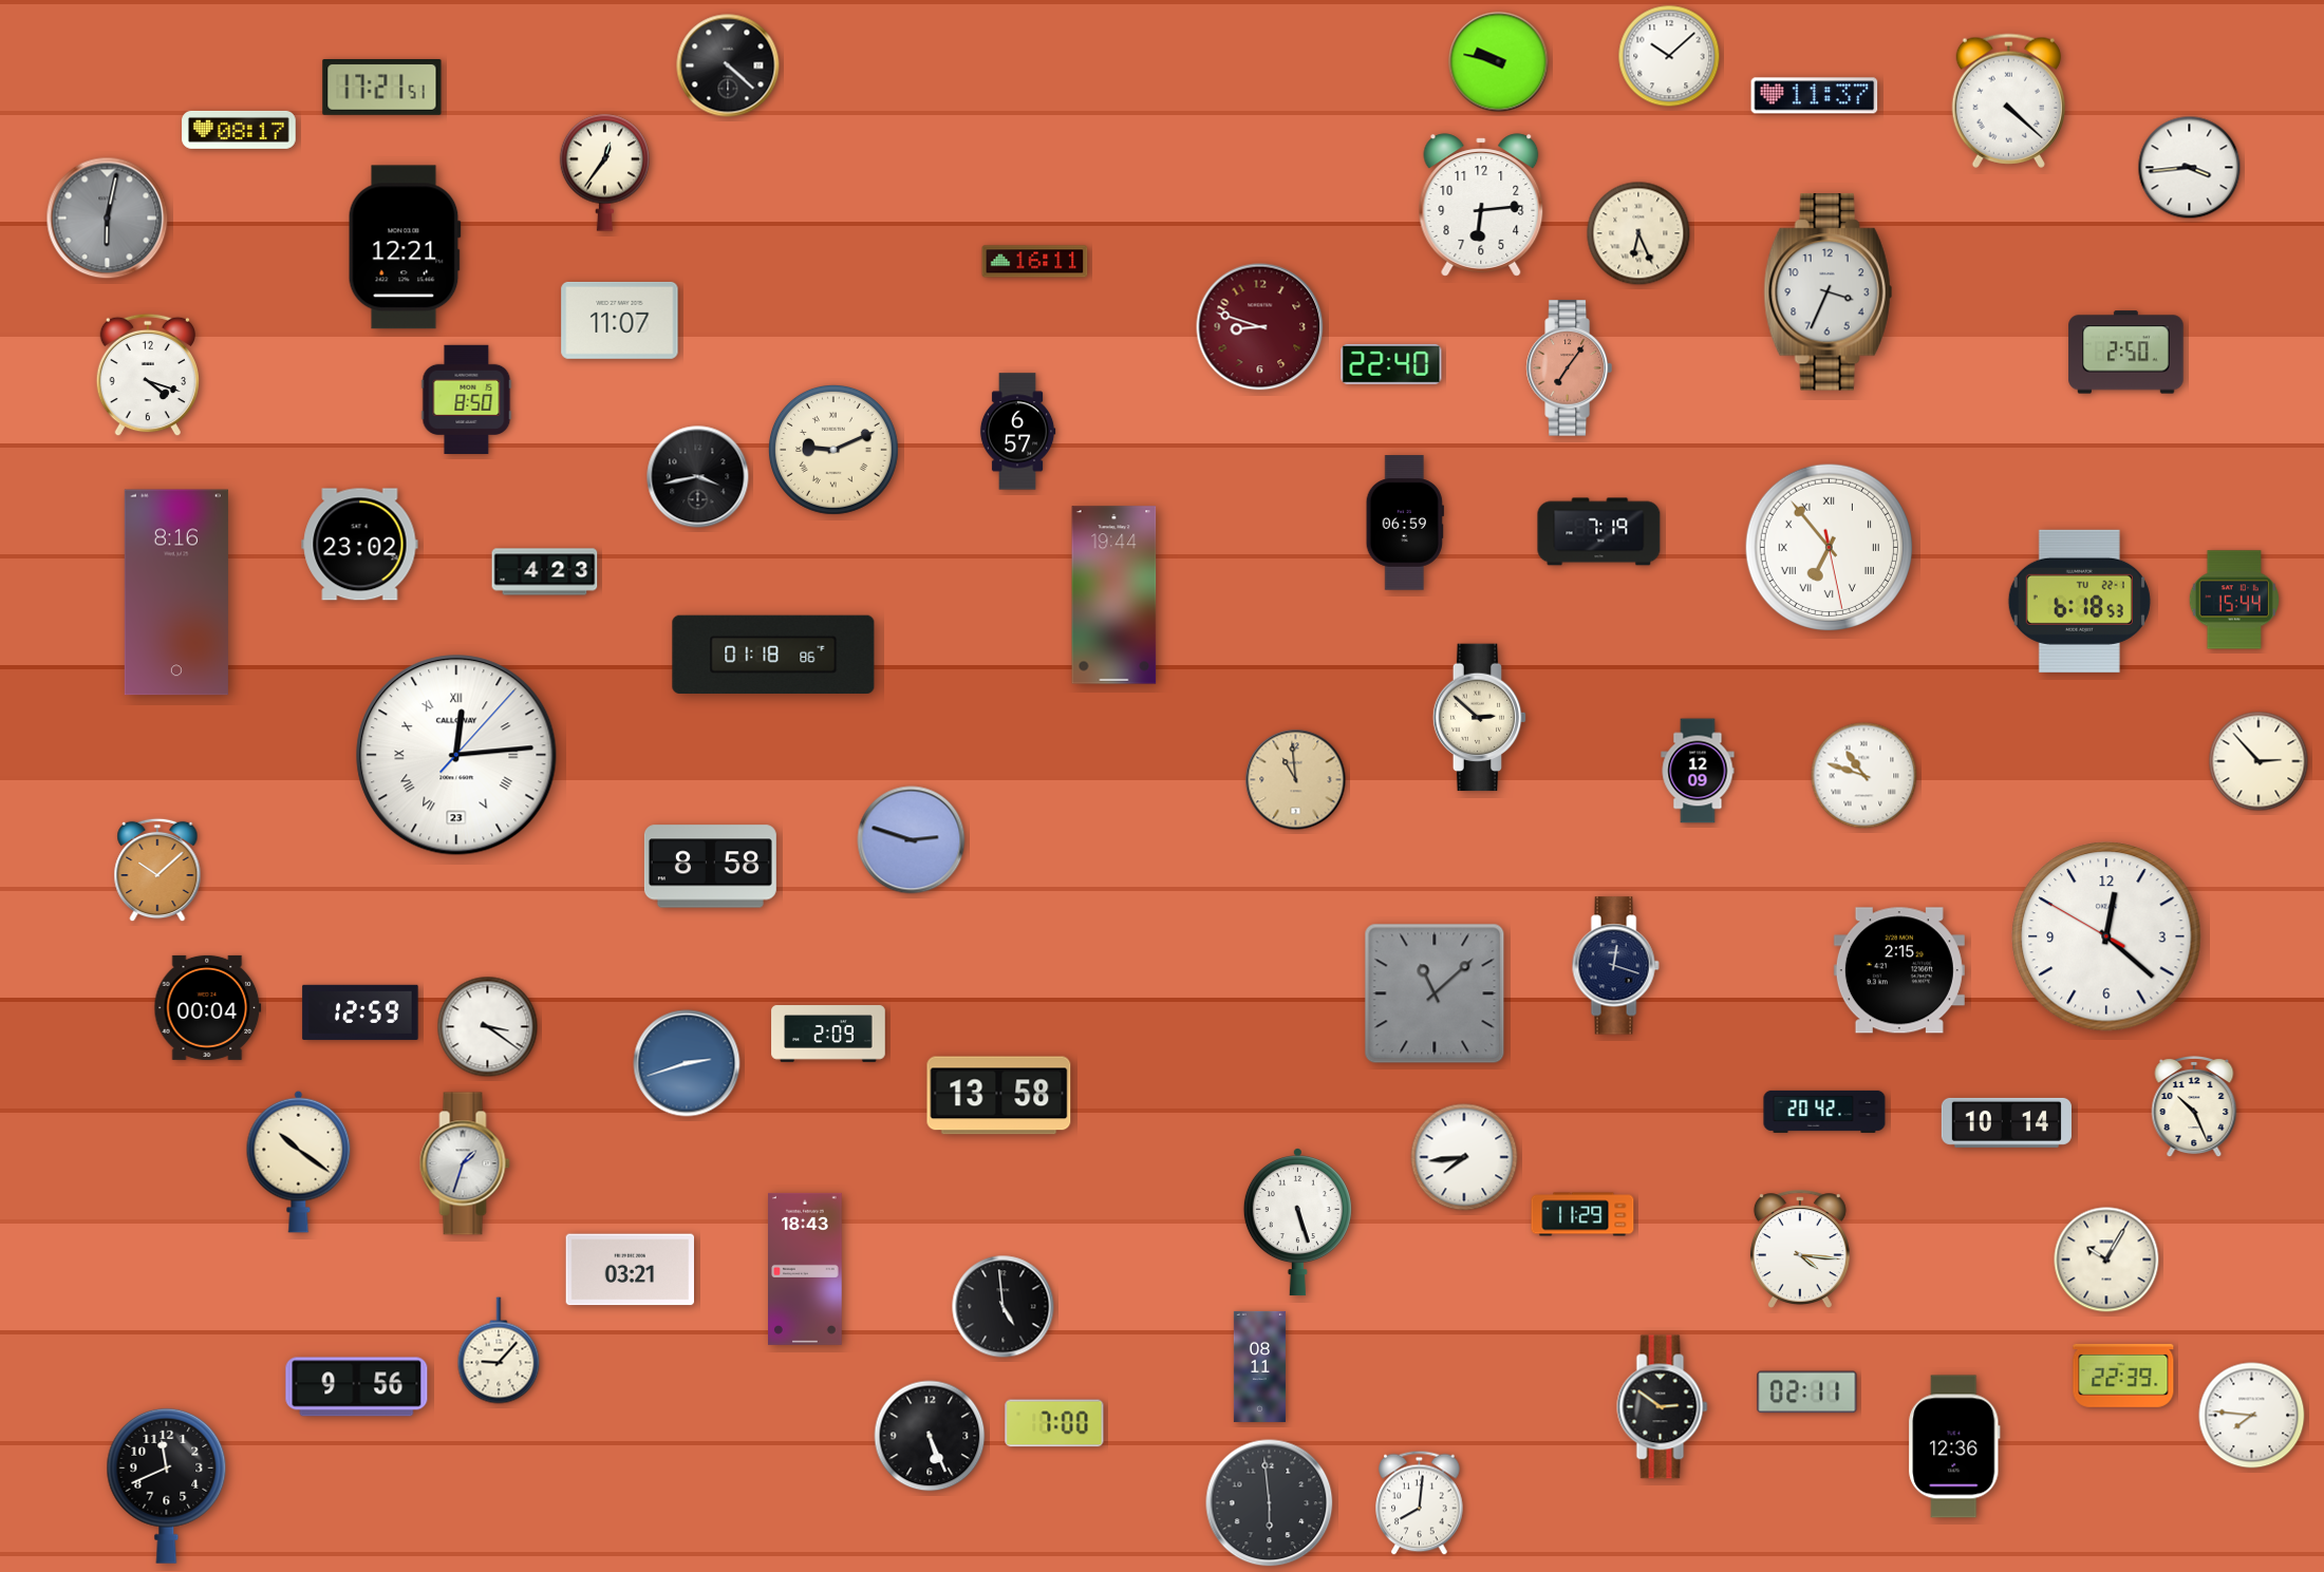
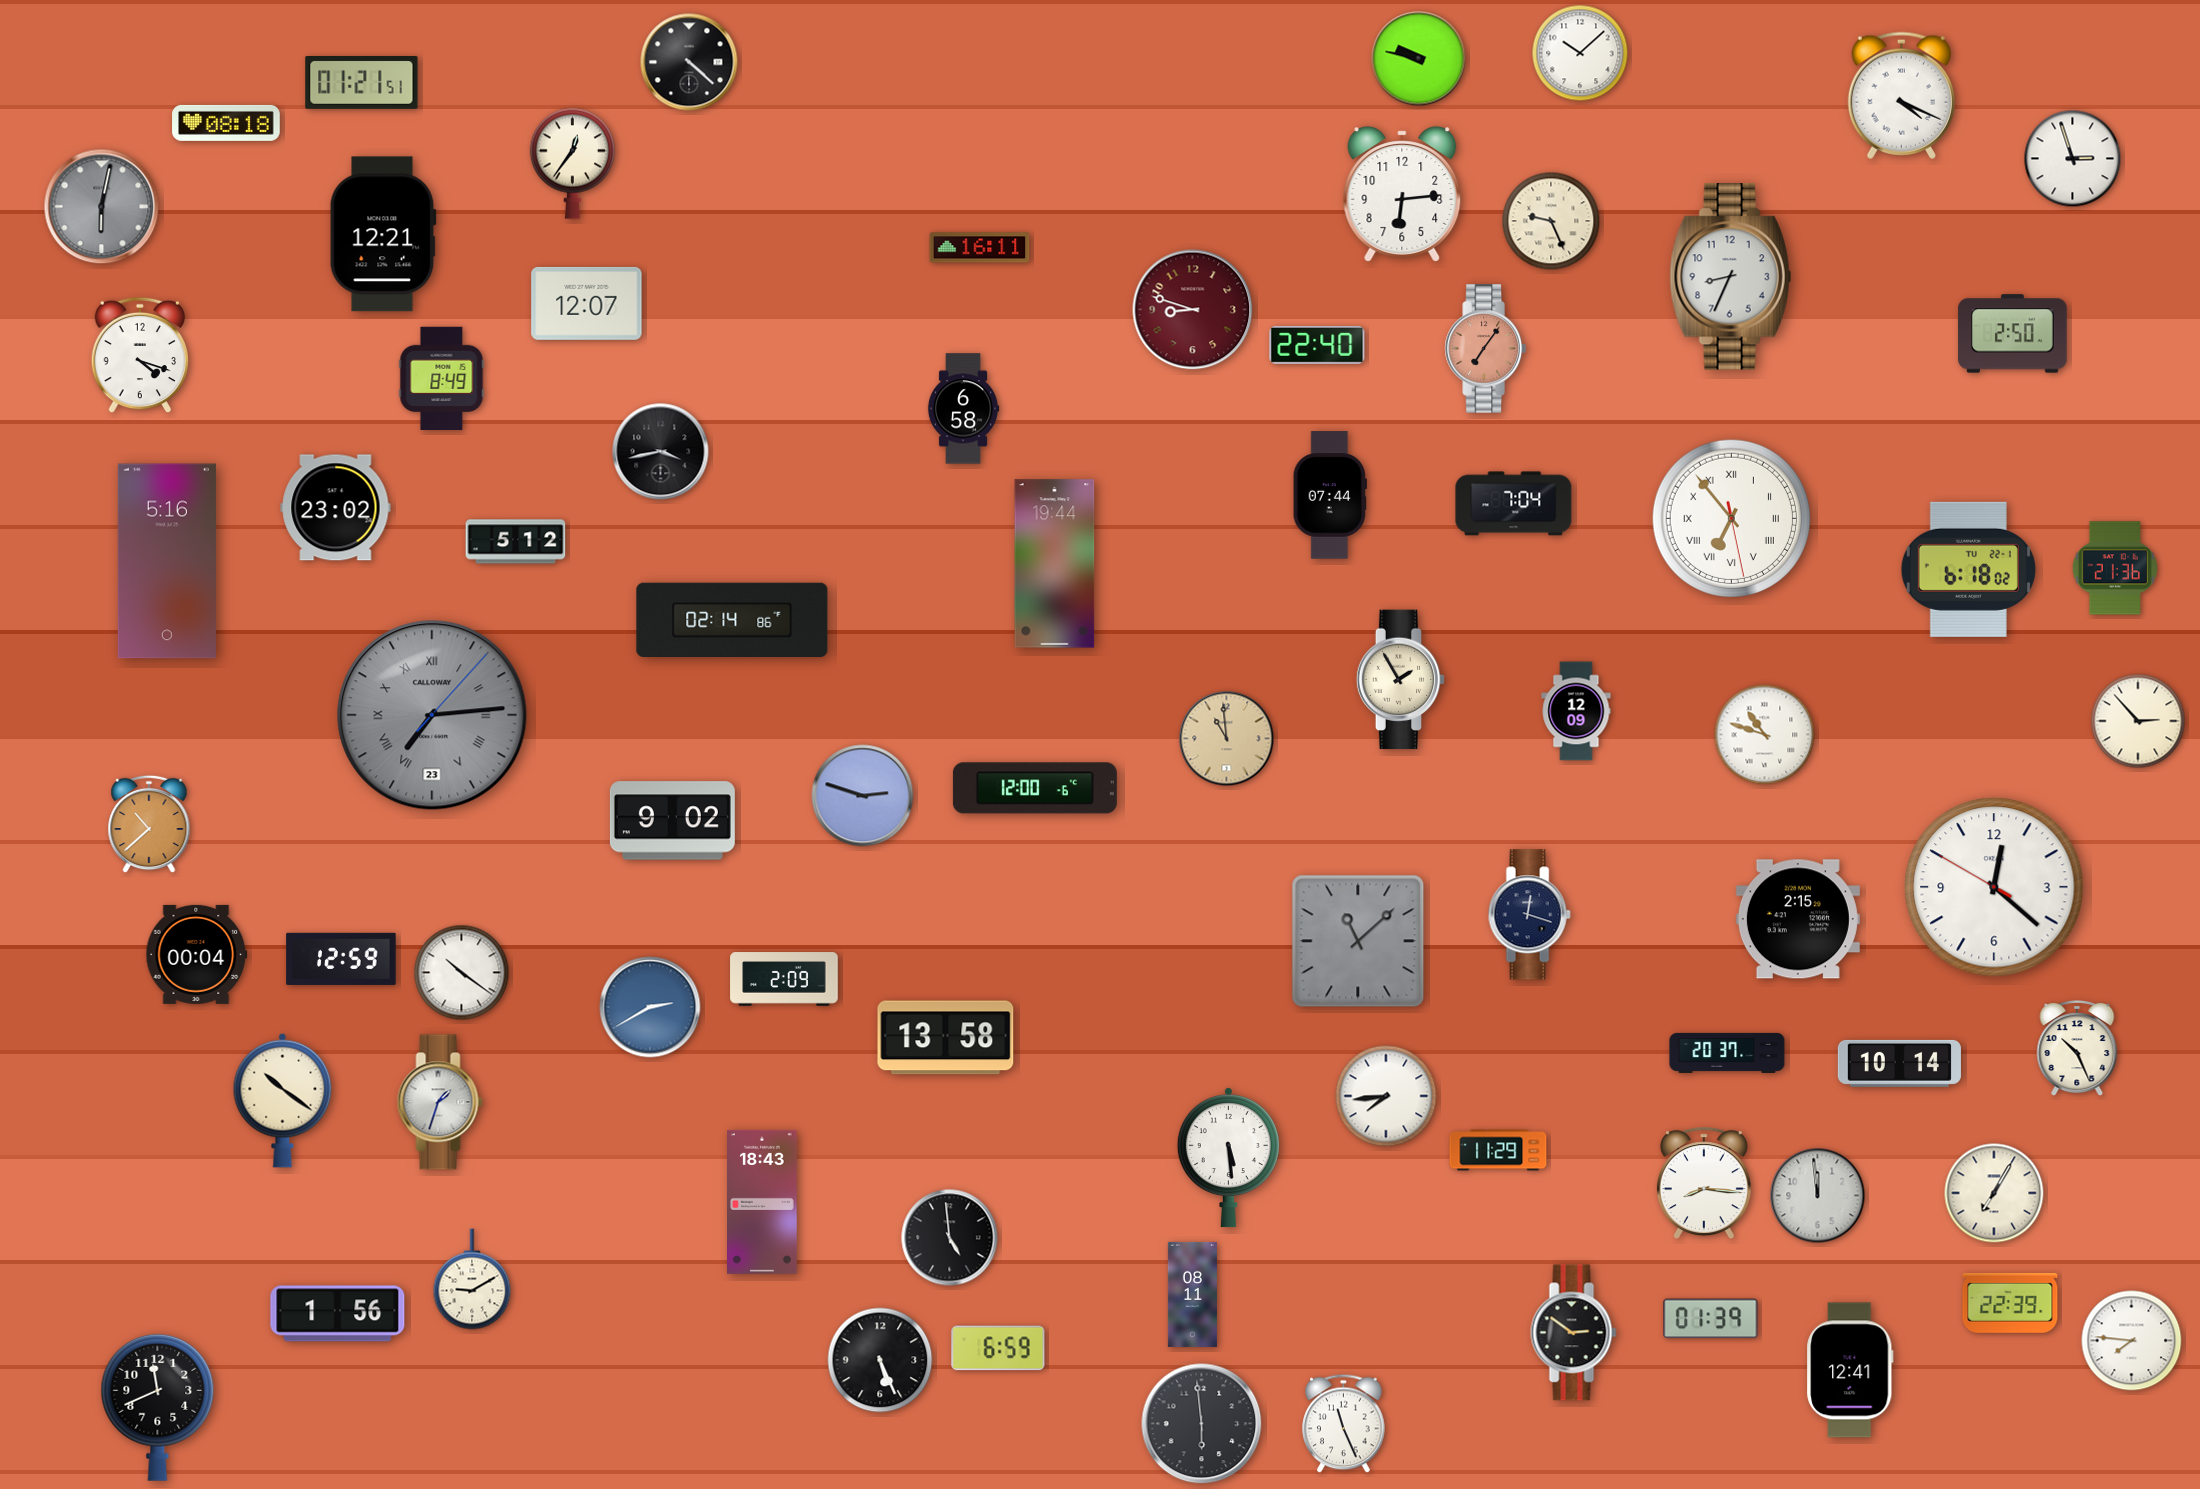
clock at (382, 88): 17:21 -> 01:21
clock at (1815, 96): 11:37 -> none
clock at (2008, 100): 4:22 -> 4:19
clock at (239, 130): 08:17 -> 08:18
clock at (2190, 168): 3:44 -> 2:57
clock at (1638, 233): 6:26 -> 9:26
clock at (1829, 292): 3:34 -> 8:34
clock at (620, 320): 11:07 -> 12:07
clock at (467, 399): 8:50 -> 8:49
clock at (1017, 432): 6:57 -> 6:58
clock at (833, 450): 9:11 -> none
clock at (1405, 523): 06:59 -> 07:44
clock at (1599, 532): 7:19 -> 7:04
clock at (360, 545) position: (360, 545) -> (336, 508)
clock at (545, 572): 4:23 -> 5:12
clock at (176, 592): 8:16 -> 5:16
clock at (2234, 600): 15:44 -> 21:36
clock at (2079, 601): 6:18:53 -> 6:18:02
clock at (773, 654): 01:18 -> 02:14
clock at (1480, 718): 2:52 -> 1:55
clock at (456, 755): 12:14 -> 7:14
clock at (456, 755) dial: white -> grey
clock at (1698, 771) position: (1698, 771) -> (1576, 711)
clock at (1035, 788): none -> 12:00
clock at (710, 867): 8:58 -> 9:02
clock at (157, 870): 10:08 -> 10:38
clock at (488, 1027): 3:21 -> 10:21
clock at (687, 1063): 2:42 -> 2:40
clock at (1824, 1112): 20:42 -> 20:37
clock at (1297, 1223): 5:27 -> 5:29
clock at (1800, 1249): 4:16 -> 8:16
clock at (2106, 1260): 10:05 -> 7:05
clock at (1818, 1196): none -> 11:59
clock at (630, 1270): 03:21 -> none
clock at (499, 1350): 9:07 -> 9:10
clock at (357, 1387): 9:56 -> 1:56
clock at (1807, 1393): 02:11 -> 01:39
clock at (1054, 1423): 7:00 -> 6:59
clock at (1954, 1446): 12:36 -> 12:41
clock at (1420, 1503): 8:01 -> 11:26
